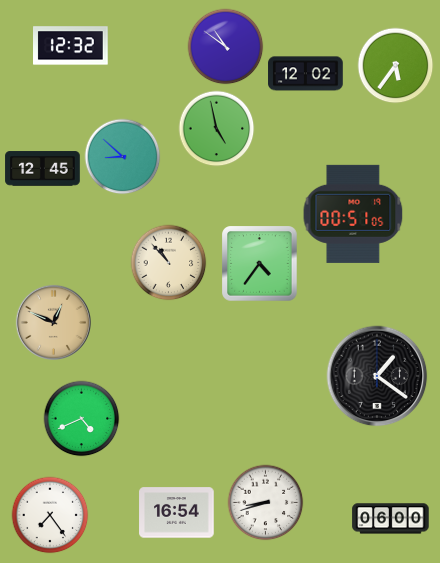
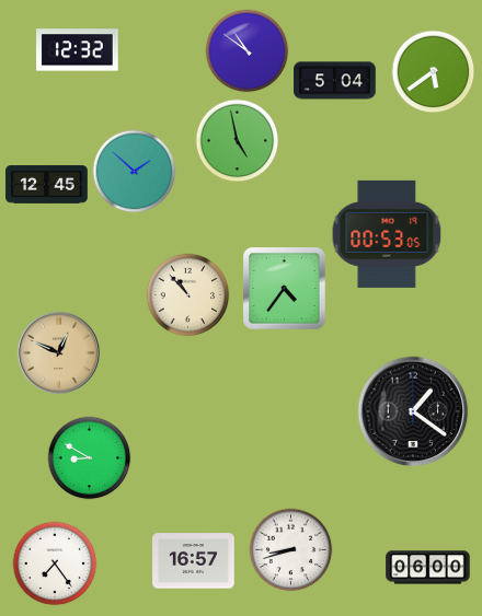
clock at (396, 66): 5:36 -> 5:39
clock at (306, 74): 12:02 -> 5:04
clock at (123, 157): 8:52 -> 1:52
clock at (353, 214): 00:51 -> 00:53
clock at (169, 263) position: (169, 263) -> (188, 295)
clock at (82, 419): 4:41 -> 8:50
clock at (177, 513): 16:54 -> 16:57
